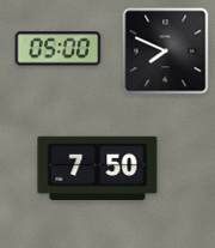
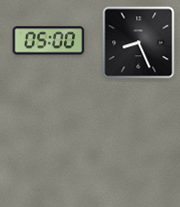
clock at (166, 52): 7:49 -> 8:26
clock at (98, 169): 7:50 -> none
